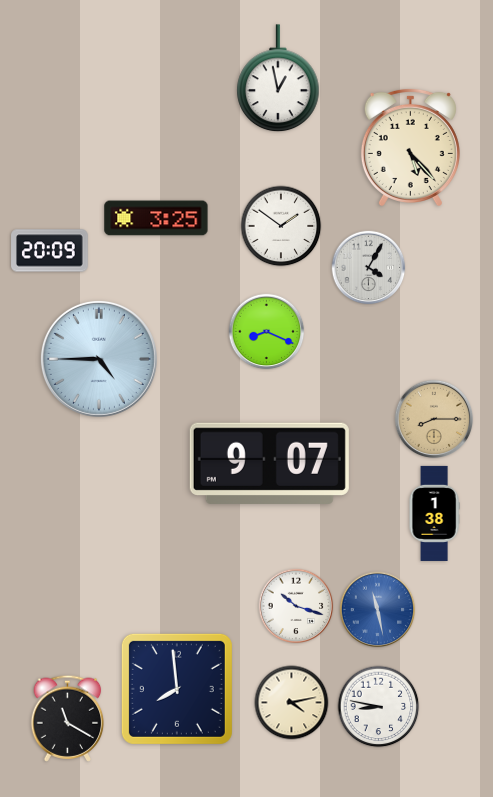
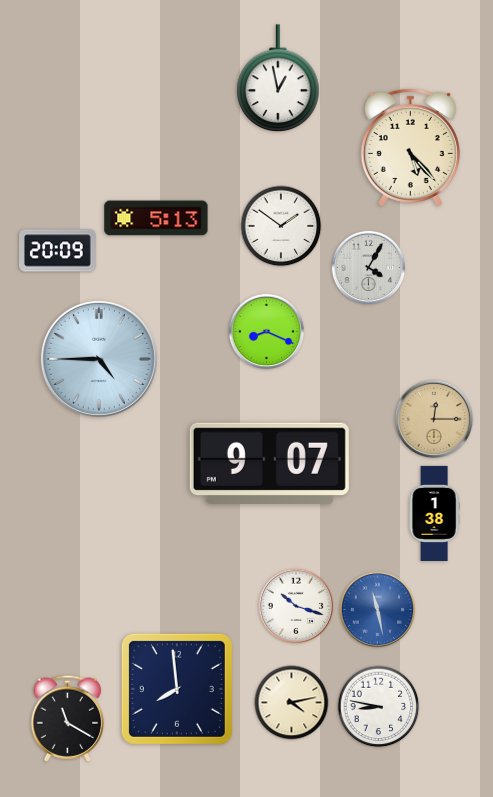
clock at (156, 218): 3:25 -> 5:13
clock at (50, 251) position: (50, 251) -> (58, 251)
clock at (434, 419): 8:15 -> 12:15
